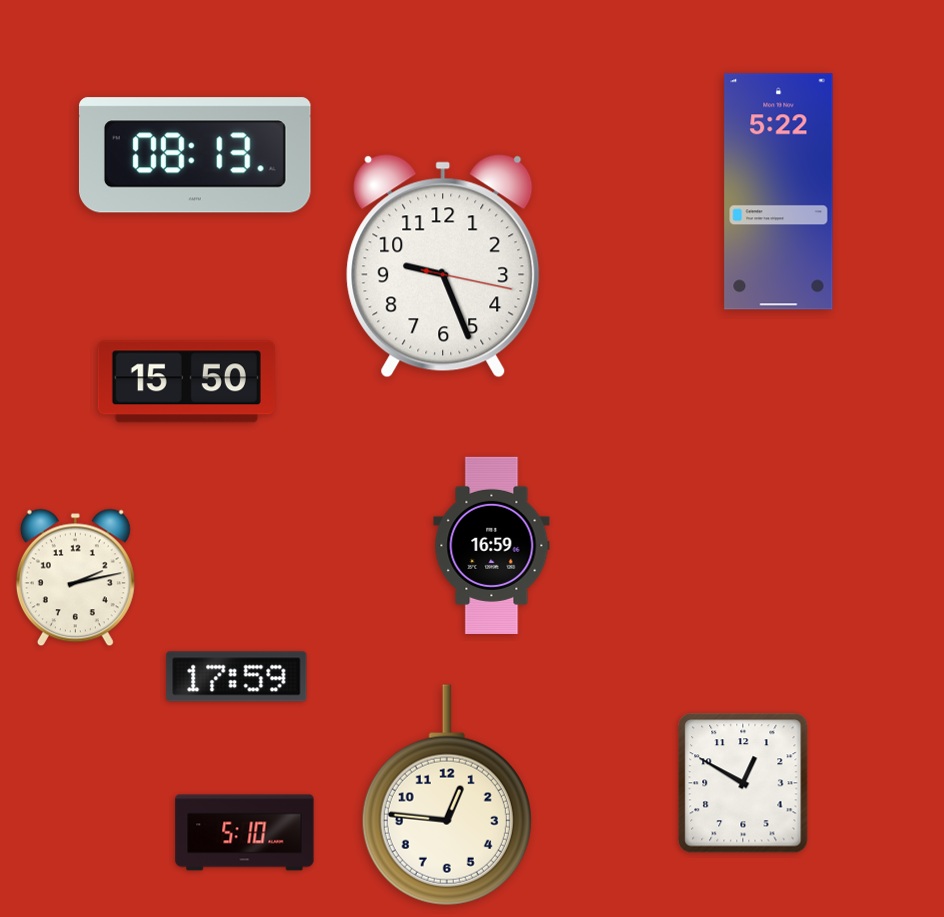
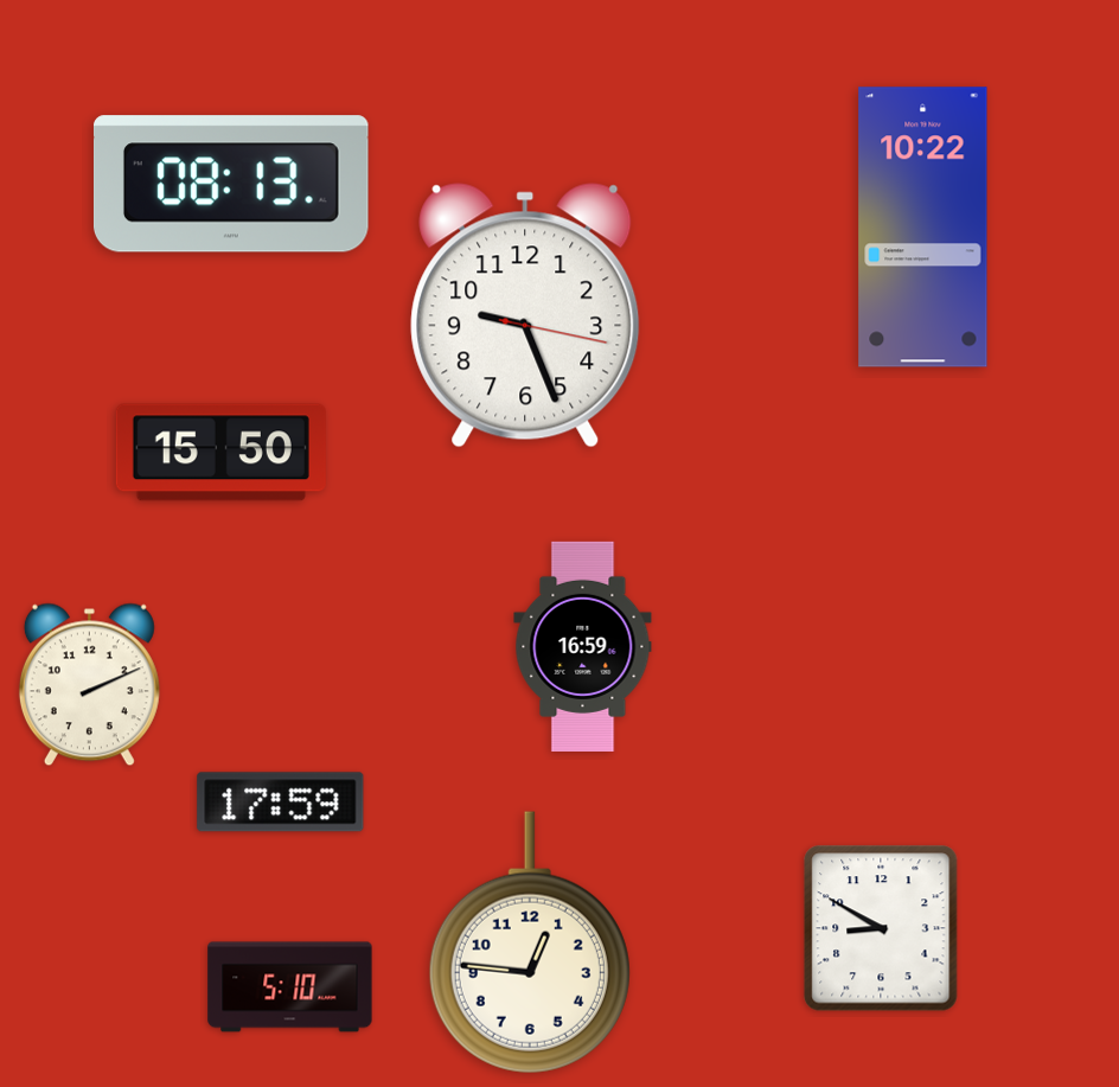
clock at (779, 192): 5:22 -> 10:22
clock at (75, 578): 2:13 -> 2:11
clock at (743, 783): 12:50 -> 8:50
